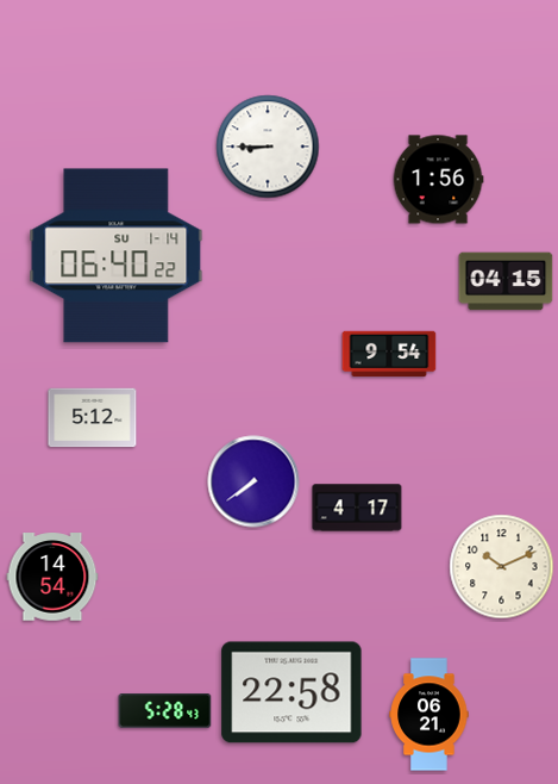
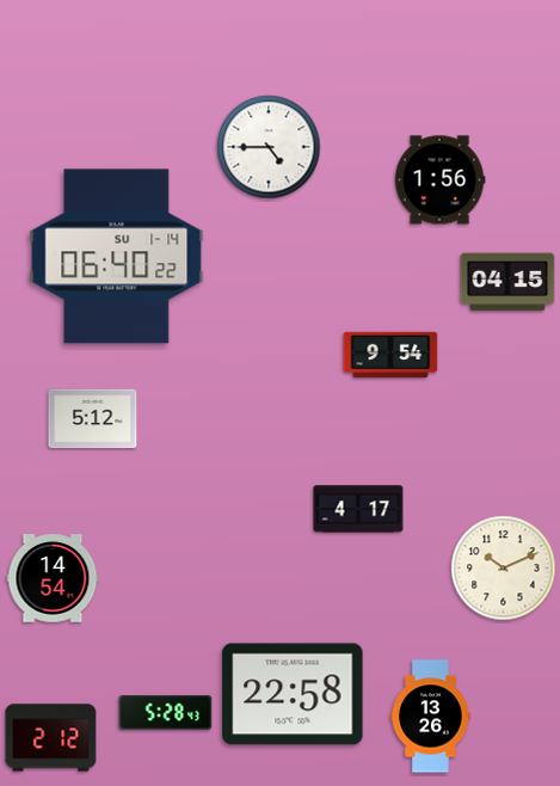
clock at (268, 147): 8:45 -> 4:45
clock at (253, 481): 7:39 -> none
clock at (430, 715): 06:21 -> 13:26
clock at (51, 738): none -> 2:12
